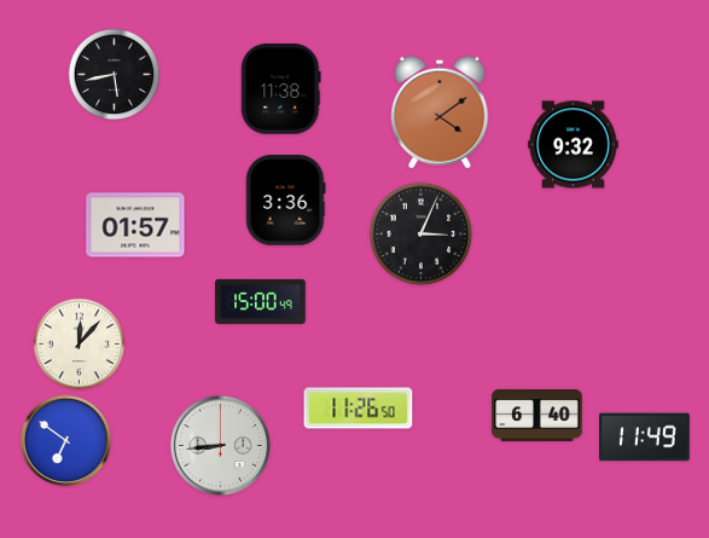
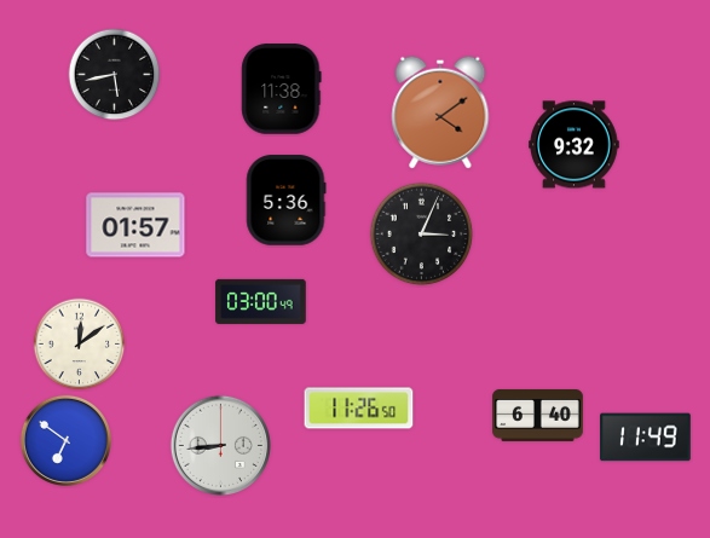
clock at (286, 201): 3:36 -> 5:36
clock at (261, 301): 15:00 -> 03:00
clock at (80, 345): 12:07 -> 12:09
